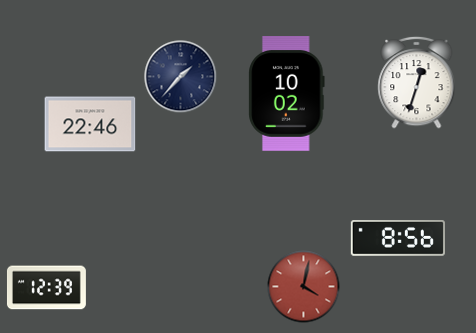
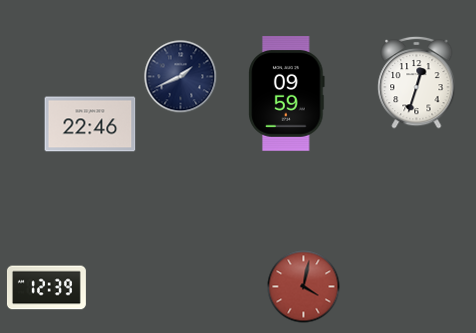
clock at (181, 77): 1:37 -> 1:41
clock at (287, 94): 10:02 -> 09:59
clock at (398, 239): 8:56 -> none
